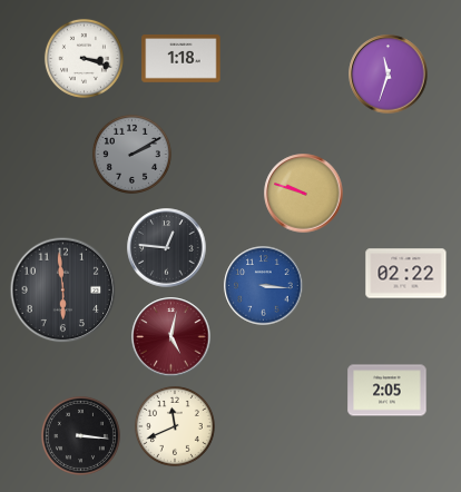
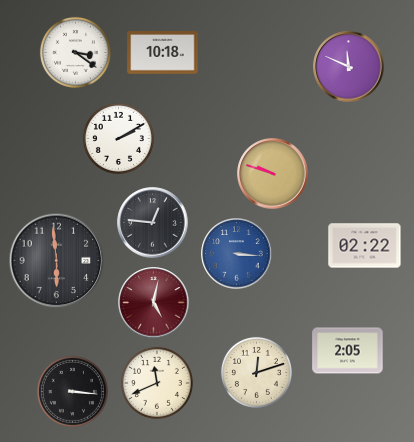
clock at (84, 58): 3:18 -> 3:21
clock at (182, 59): 1:18 -> 10:18
clock at (389, 75): 11:33 -> 11:49
clock at (131, 154) dial: grey -> white
clock at (167, 248) position: (167, 248) -> (153, 223)
clock at (264, 286) position: (264, 286) -> (237, 254)
clock at (256, 372): none -> 12:12
